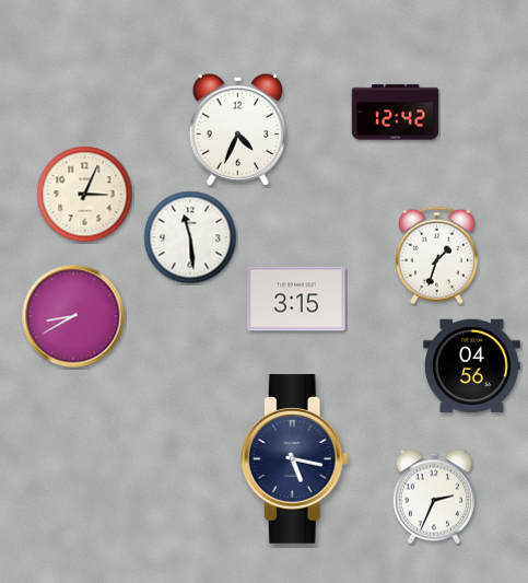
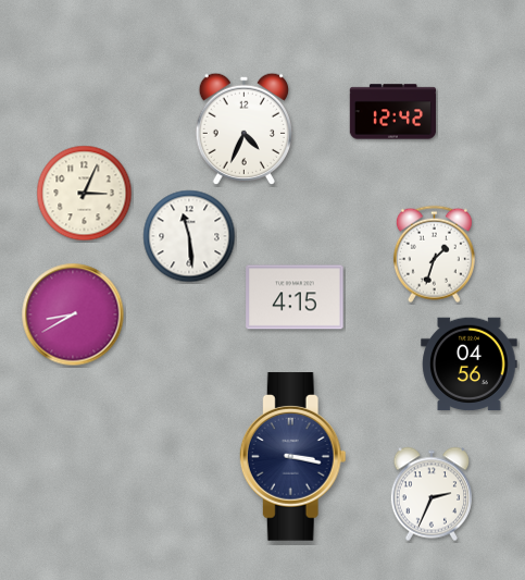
clock at (237, 129) position: (237, 129) -> (243, 128)
clock at (296, 299): 3:15 -> 4:15
clock at (294, 459): 5:17 -> 3:17
